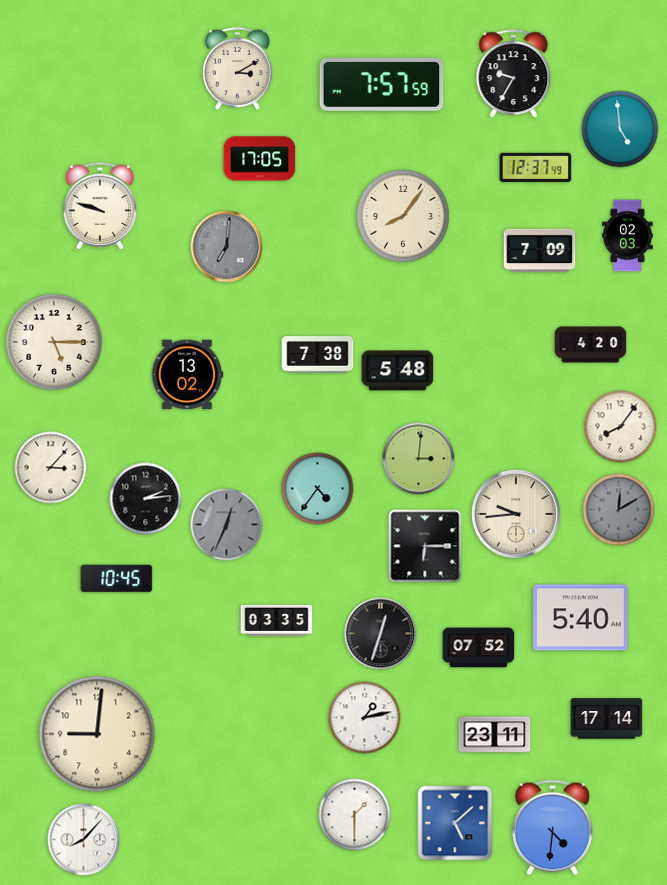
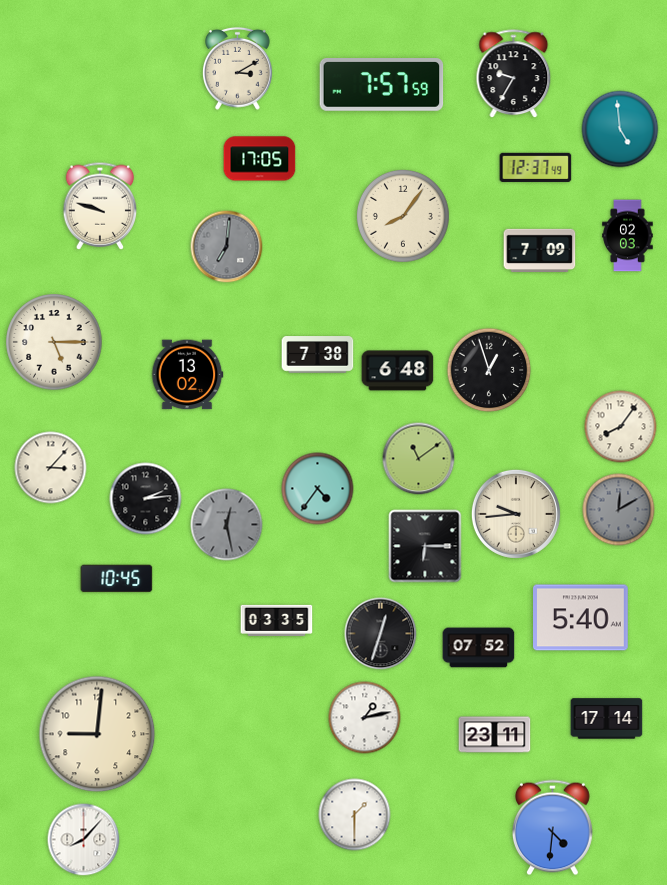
clock at (591, 345): 4:20 -> none
clock at (489, 370): none -> 12:57
clock at (398, 371): 5:48 -> 6:48
clock at (419, 459): 3:01 -> 11:09
clock at (227, 525): 12:34 -> 12:28
clock at (455, 823): 5:08 -> none
